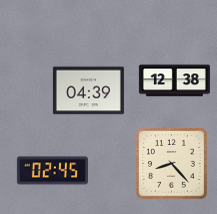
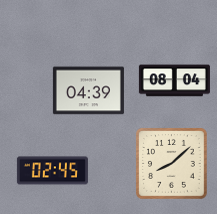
clock at (174, 81): 12:38 -> 08:04
clock at (172, 164): 8:23 -> 8:08
